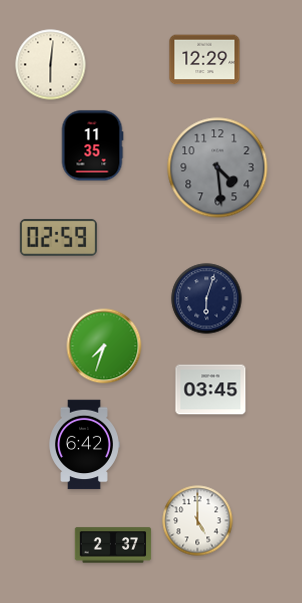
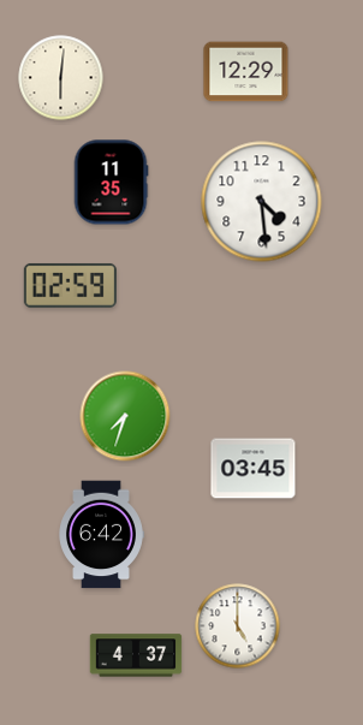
clock at (92, 146) position: (92, 146) -> (111, 183)
clock at (218, 168) dial: grey -> white
clock at (207, 299): 6:03 -> none
clock at (113, 545): 2:37 -> 4:37
